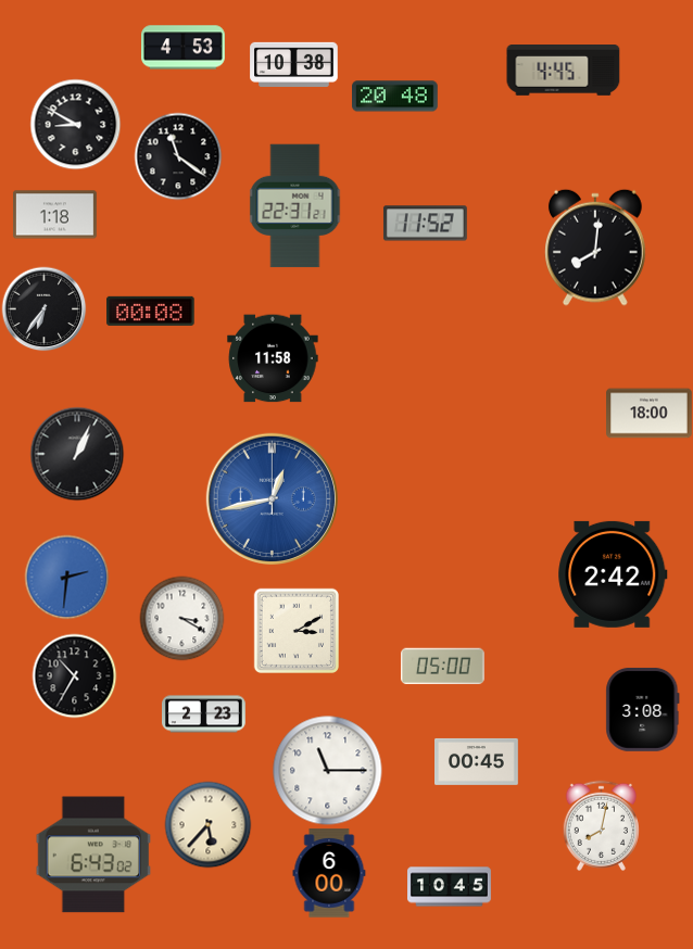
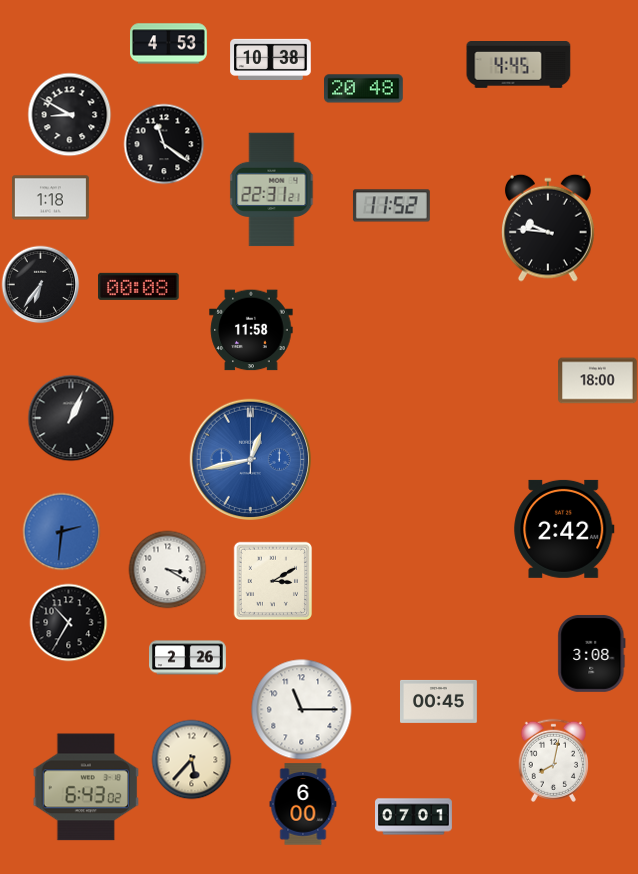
clock at (596, 248): 8:01 -> 9:46
clock at (442, 667): 05:00 -> none
clock at (204, 714): 2:23 -> 2:26
clock at (450, 887): 10:45 -> 07:01
